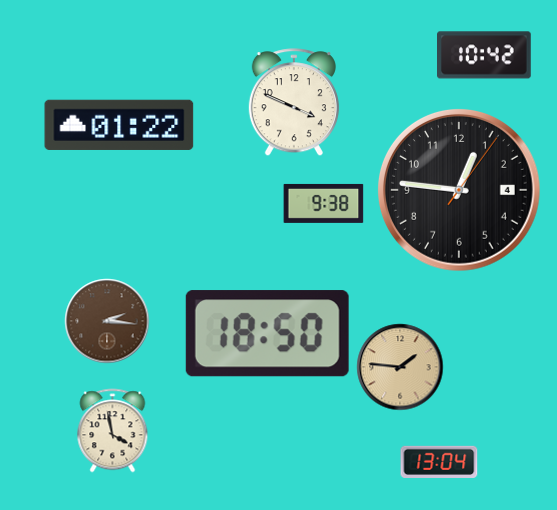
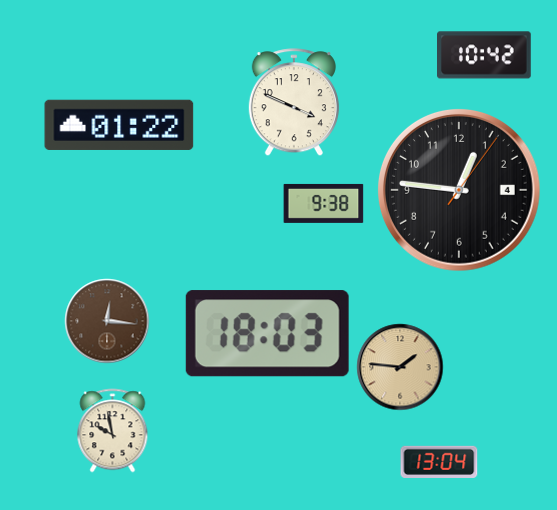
clock at (107, 321): 2:16 -> 12:16
clock at (267, 334): 18:50 -> 18:03
clock at (113, 431): 3:58 -> 9:58
